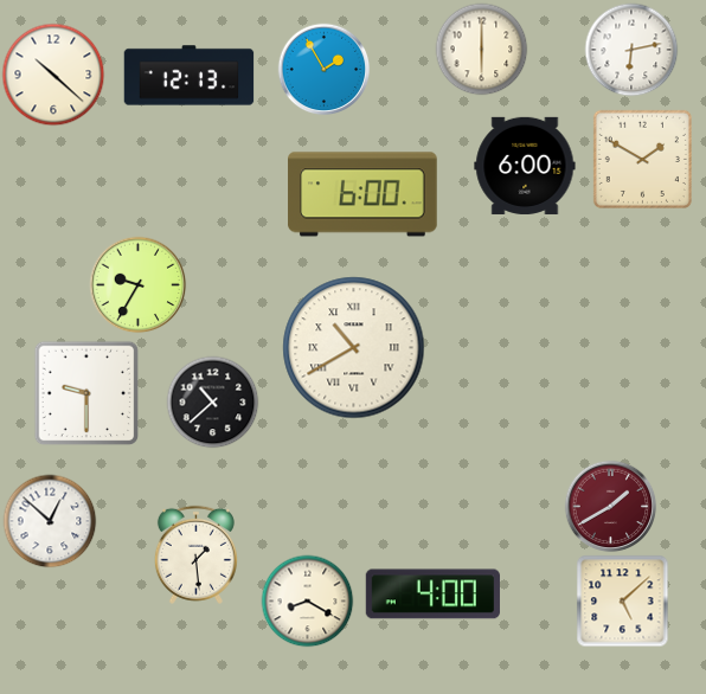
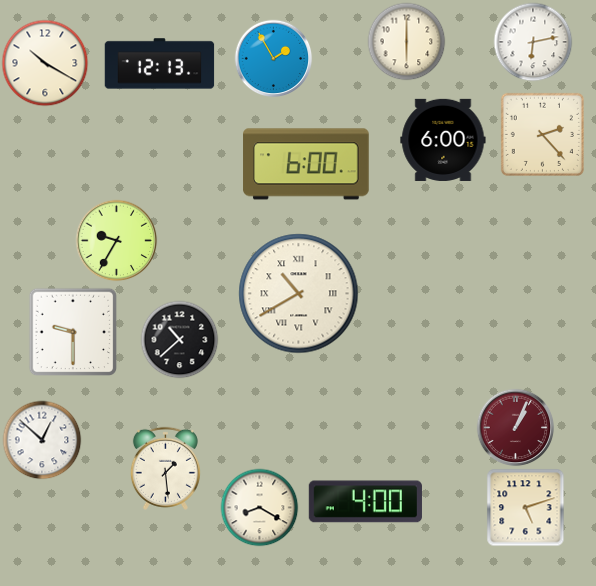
clock at (53, 75): 10:22 -> 10:20
clock at (642, 159): 1:50 -> 2:23
clock at (610, 506): 1:40 -> 1:04
clock at (622, 600): 5:08 -> 5:12
